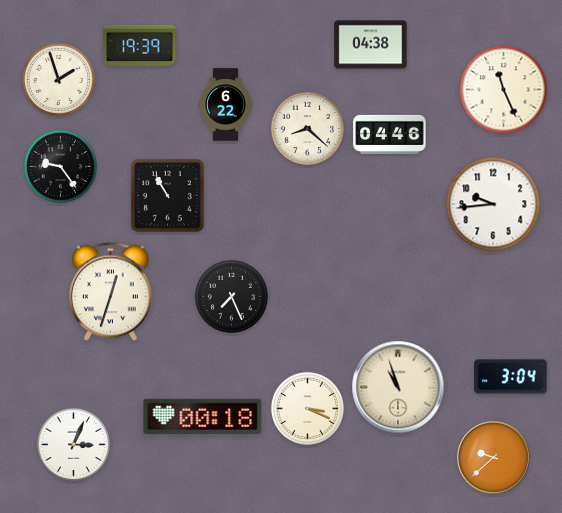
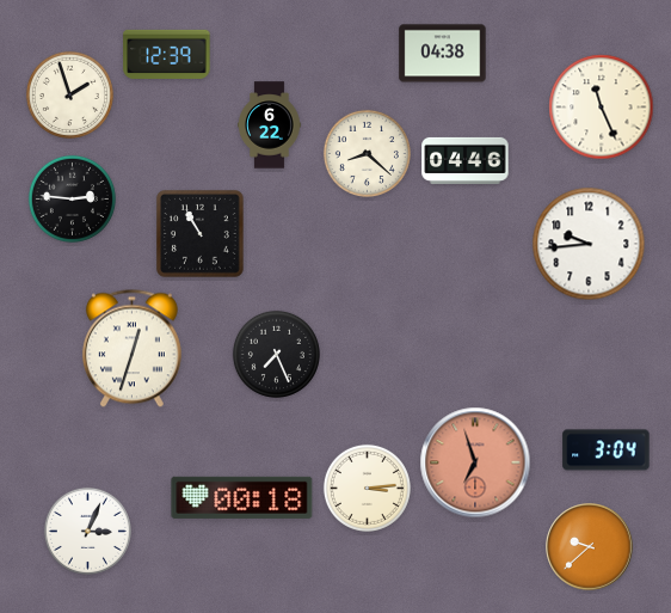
clock at (140, 45): 19:39 -> 12:39
clock at (60, 166): 9:24 -> 2:46
clock at (511, 377) position: (511, 377) -> (607, 450)
clock at (398, 387): 10:57 -> 6:57
clock at (398, 387) dial: cream -> salmon
clock at (307, 408): 3:19 -> 3:14
